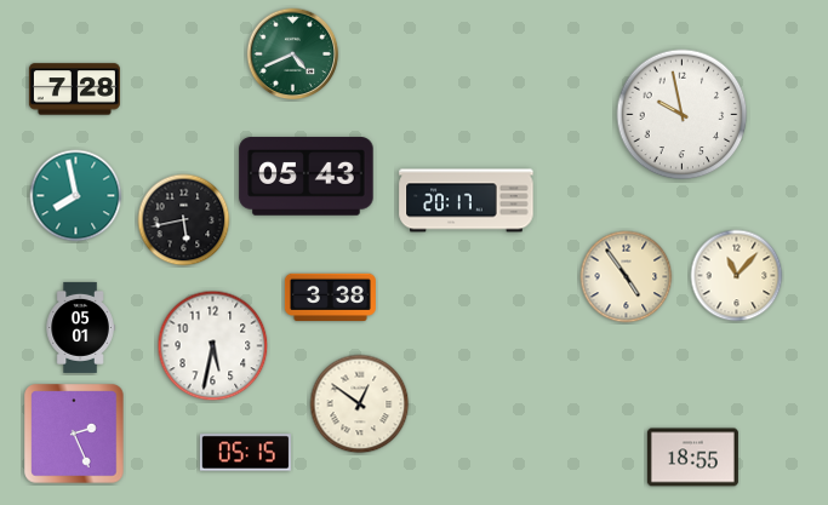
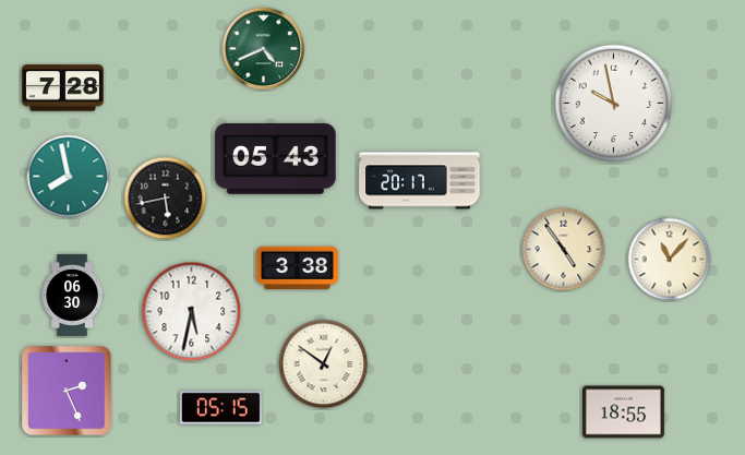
clock at (74, 90) position: (74, 90) -> (62, 88)
clock at (737, 276) position: (737, 276) -> (670, 260)
clock at (80, 327): 05:01 -> 06:30
